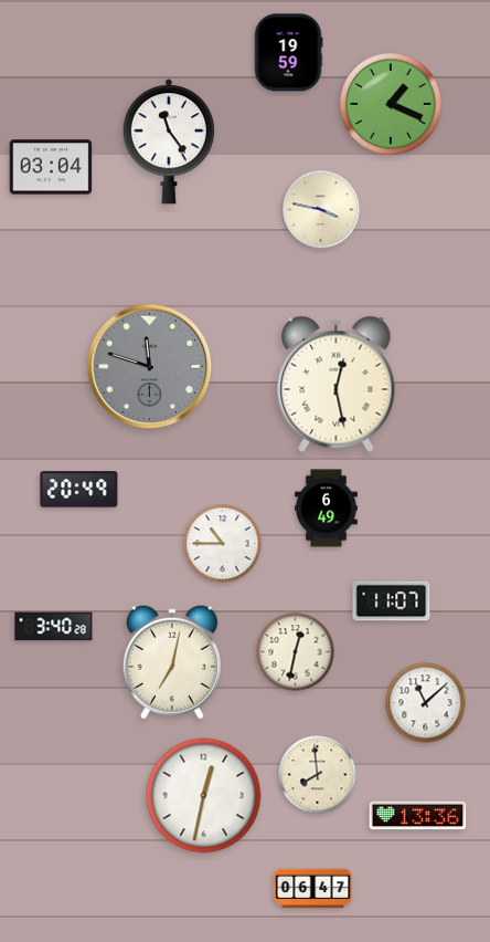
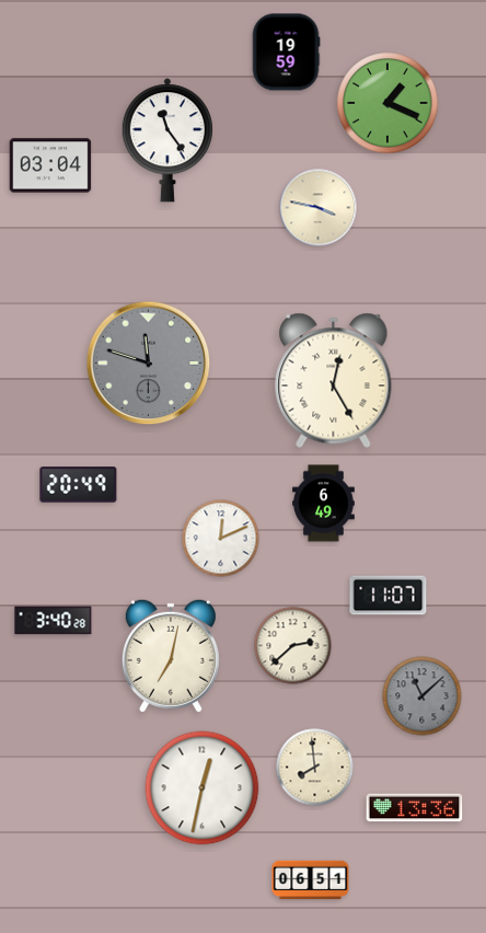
clock at (337, 384): 12:28 -> 12:25
clock at (223, 544): 10:45 -> 12:11
clock at (296, 652): 12:32 -> 2:38
clock at (426, 703) dial: white -> grey
clock at (313, 889): 06:47 -> 06:51
